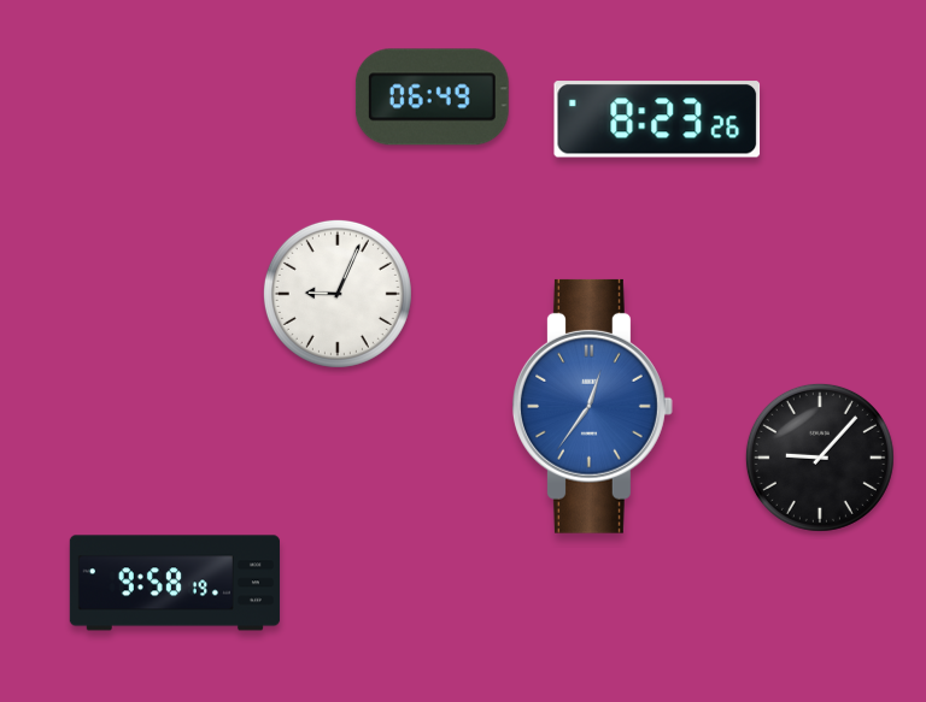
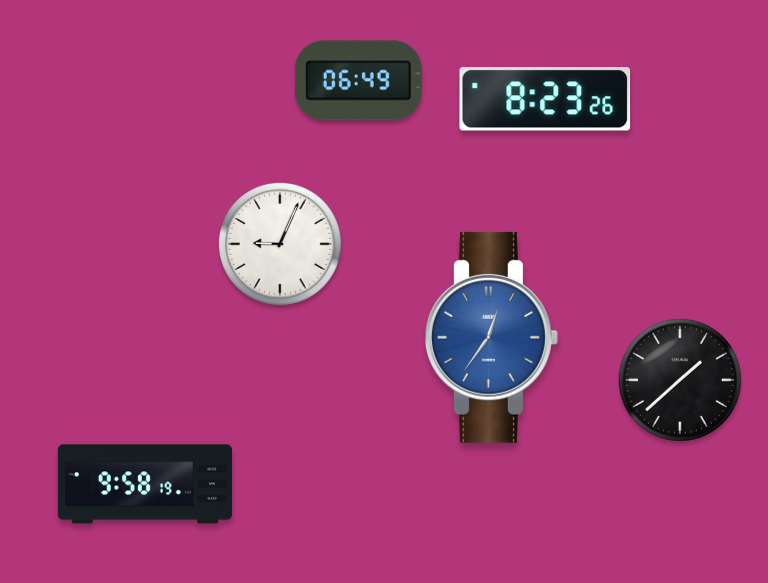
clock at (820, 458): 9:07 -> 1:38
